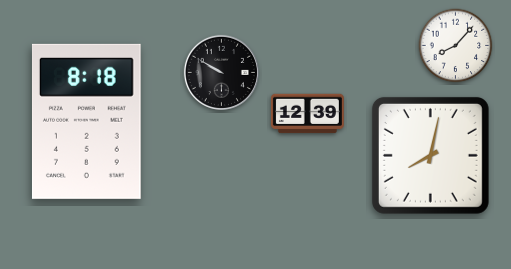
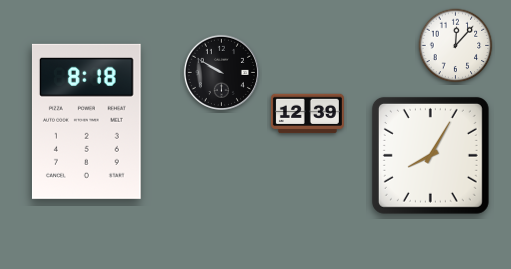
clock at (456, 46): 8:07 -> 12:07
clock at (430, 155): 8:02 -> 8:05
